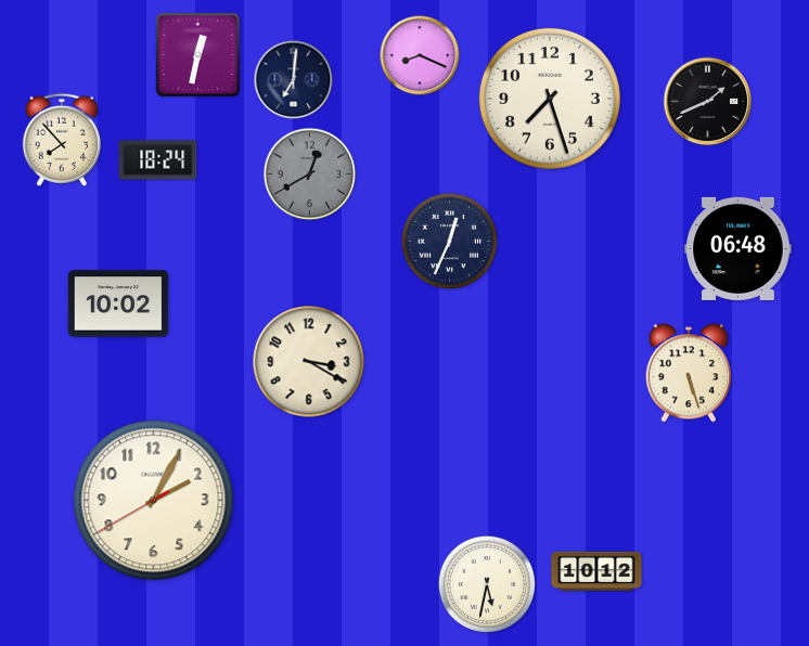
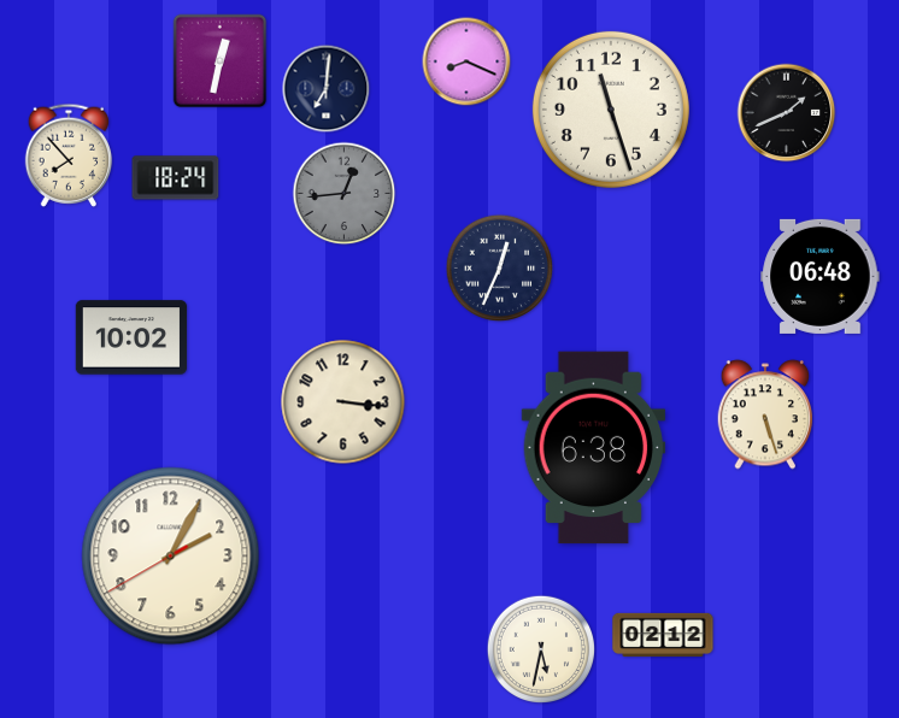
clock at (550, 99): 7:27 -> 11:27
clock at (310, 175): 12:40 -> 12:44
clock at (309, 362): 3:20 -> 3:16
clock at (594, 448): none -> 6:38
clock at (596, 571): 10:12 -> 02:12
